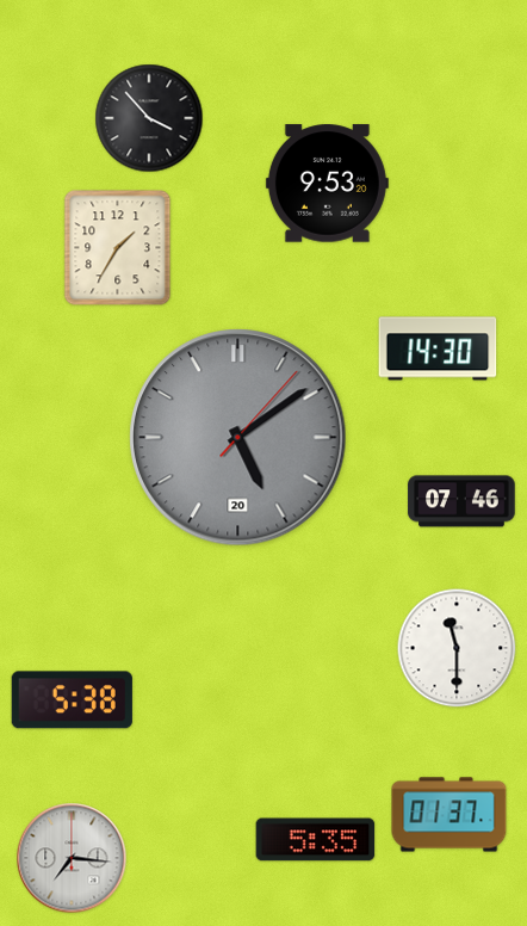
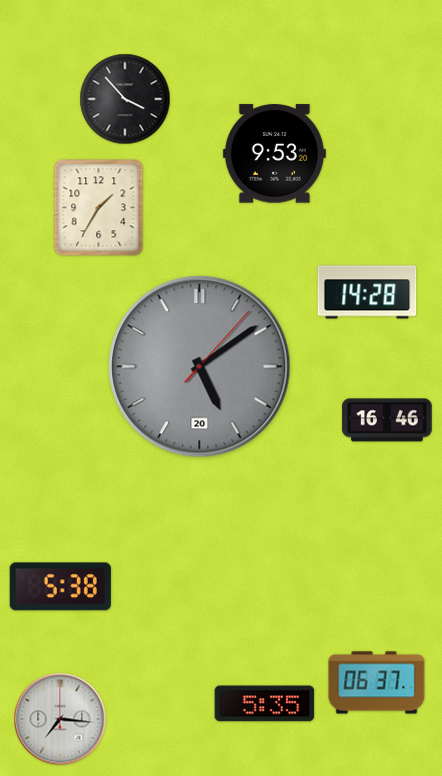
clock at (438, 348): 14:30 -> 14:28
clock at (461, 501): 07:46 -> 16:46
clock at (457, 648): 11:30 -> none
clock at (449, 815): 01:37 -> 06:37
